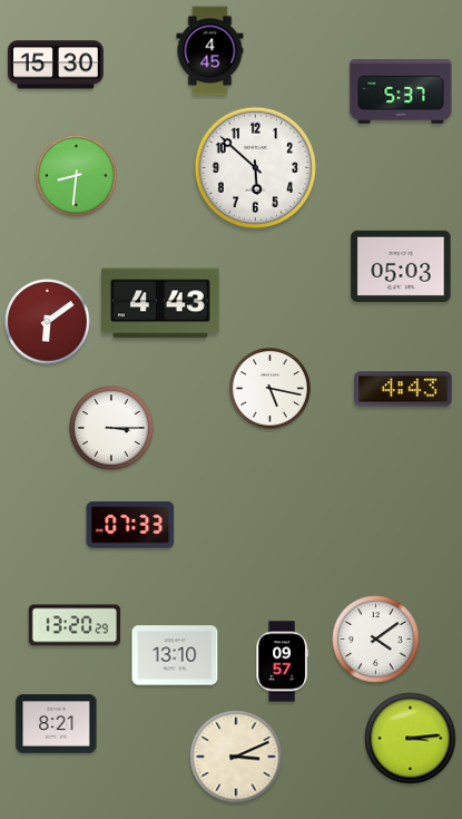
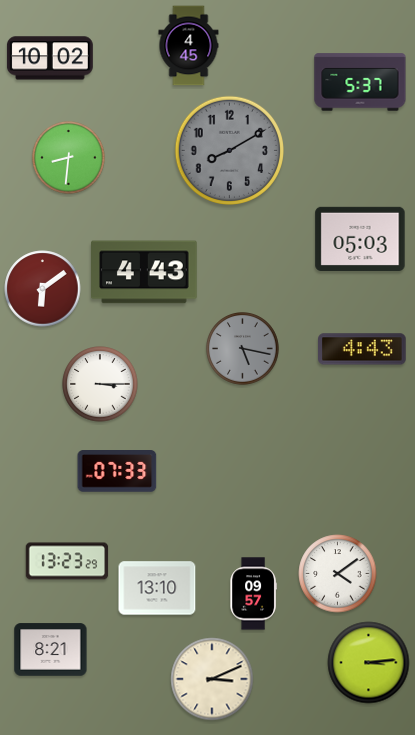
clock at (56, 65): 15:30 -> 10:02
clock at (255, 167): 5:52 -> 8:10
clock at (255, 167) dial: white -> grey
clock at (271, 389) dial: white -> grey
clock at (75, 625): 13:20 -> 13:23
